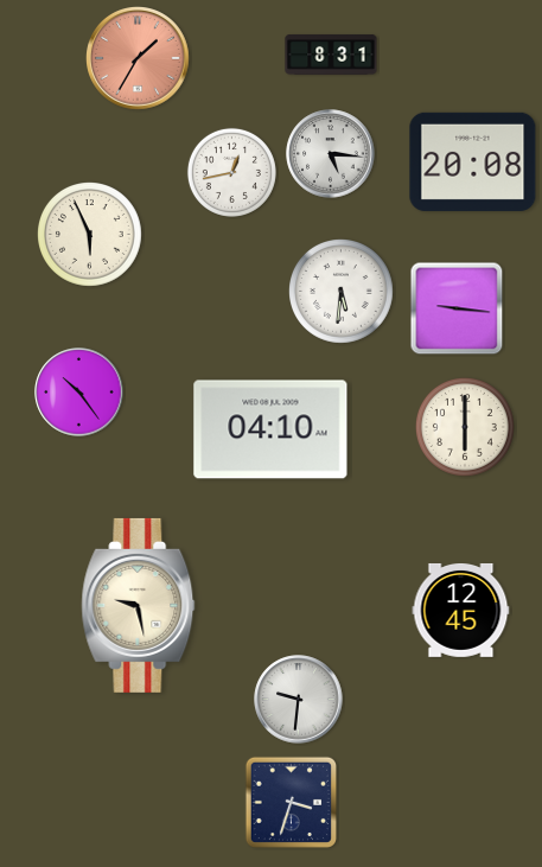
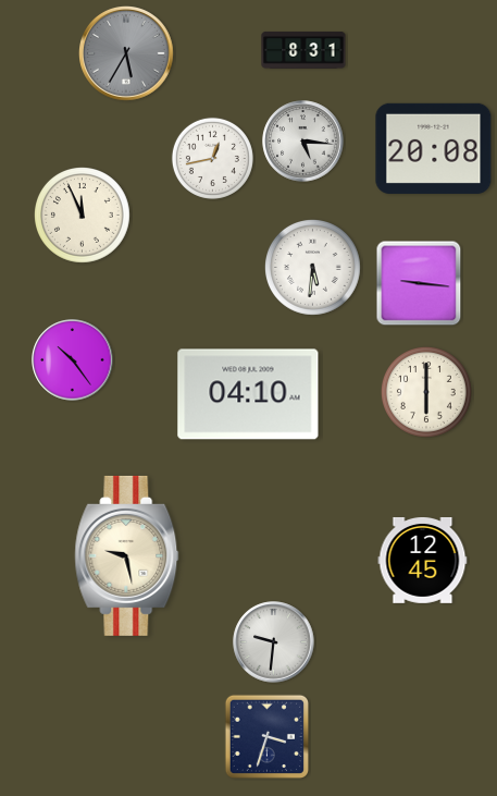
clock at (139, 59): 1:35 -> 5:35
clock at (139, 59) dial: salmon -> grey
clock at (90, 235): 5:56 -> 11:56
